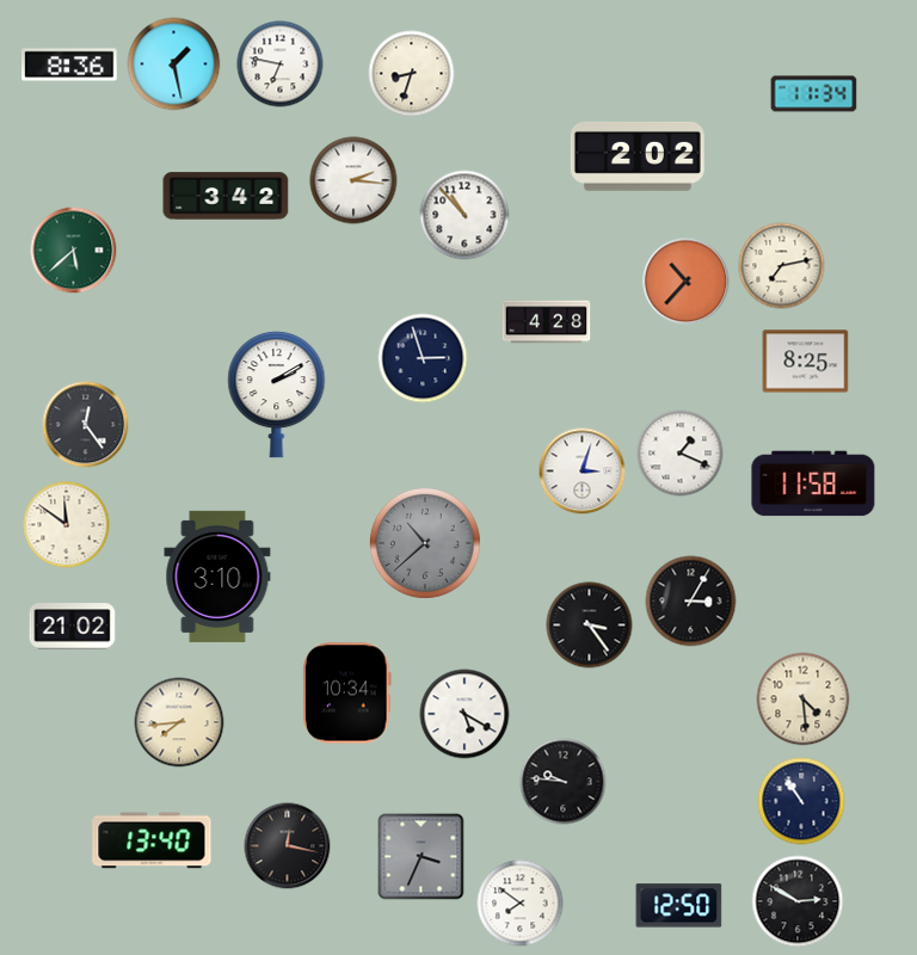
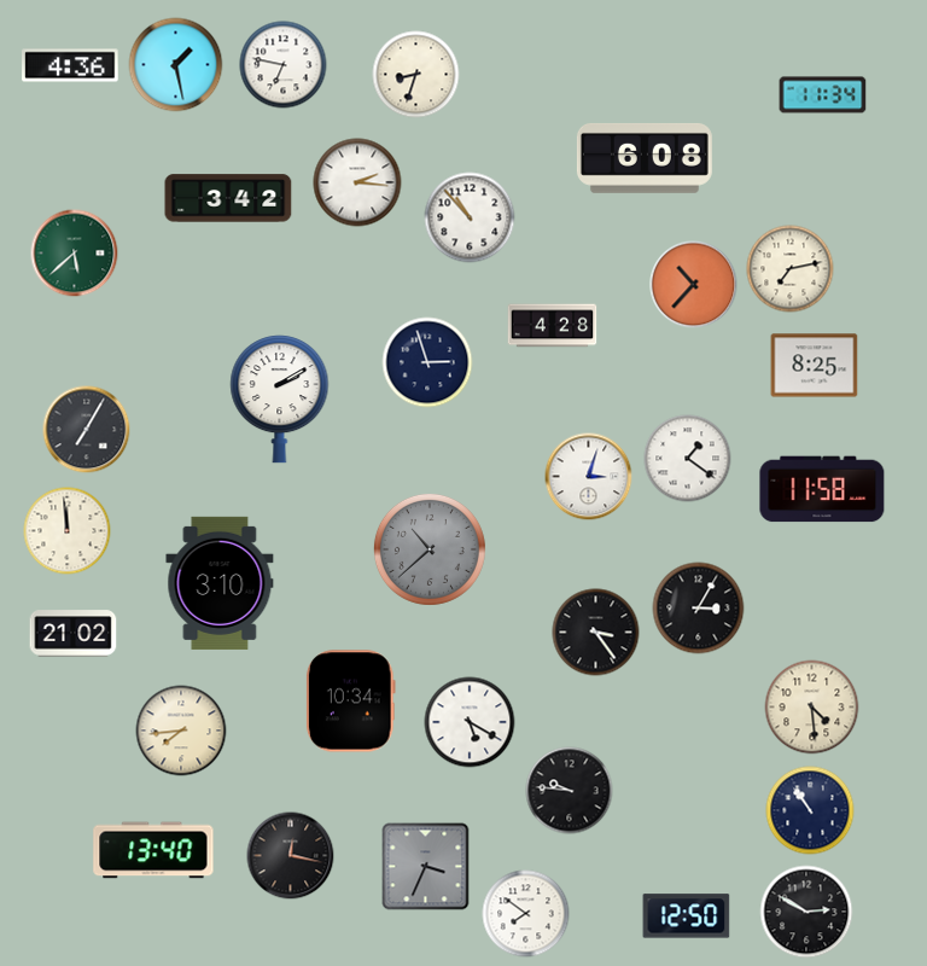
clock at (69, 64): 8:36 -> 4:36
clock at (638, 156): 2:02 -> 6:08
clock at (86, 425): 12:24 -> 7:05
clock at (681, 454): 1:19 -> 1:21
clock at (67, 525): 11:51 -> 11:59
